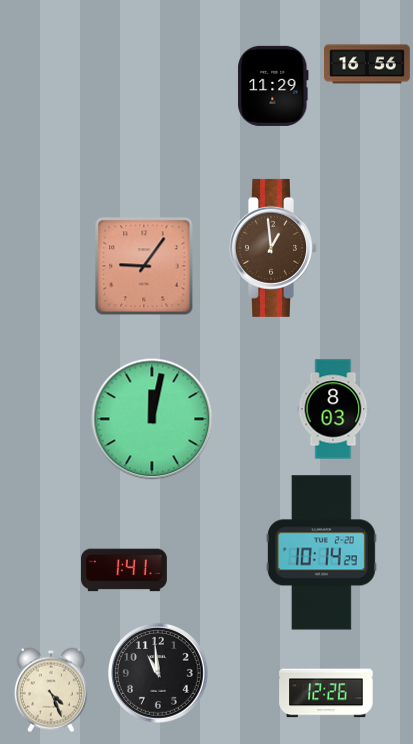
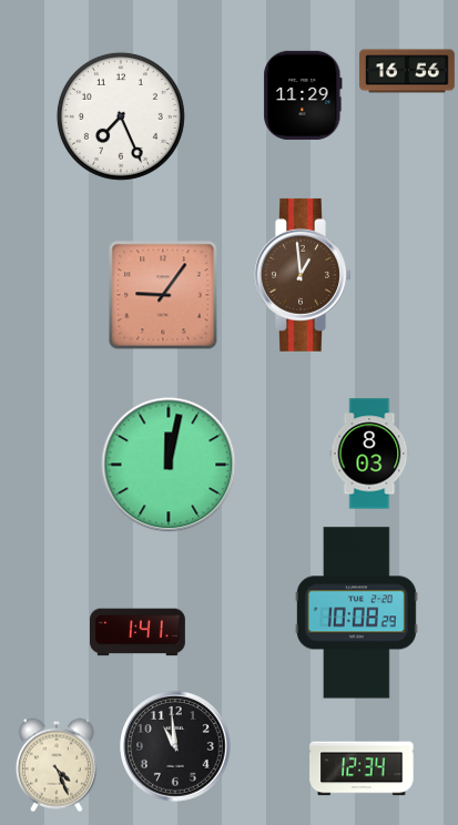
clock at (121, 116): none -> 7:26
clock at (144, 266) position: (144, 266) -> (163, 295)
clock at (321, 553): 10:14 -> 10:08
clock at (326, 693): 12:26 -> 12:34
